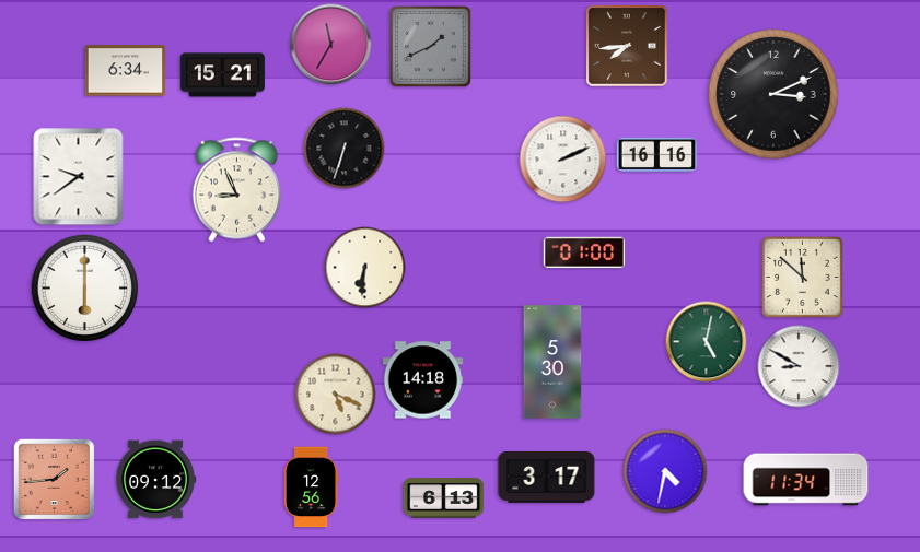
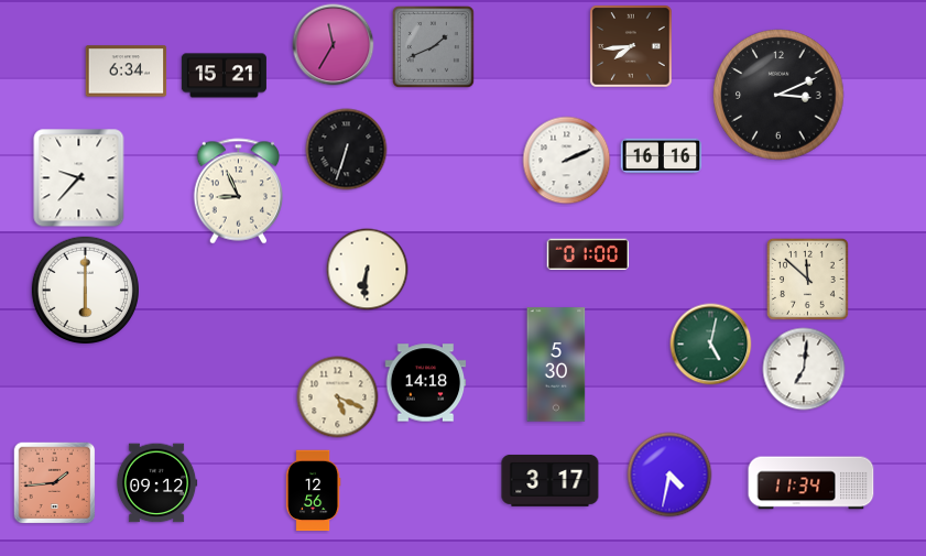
clock at (79, 177): 9:39 -> 9:37
clock at (799, 366): 8:50 -> 7:01
clock at (444, 498): 6:13 -> none
